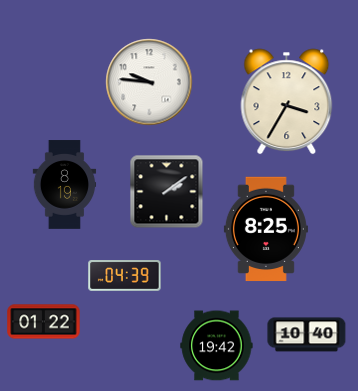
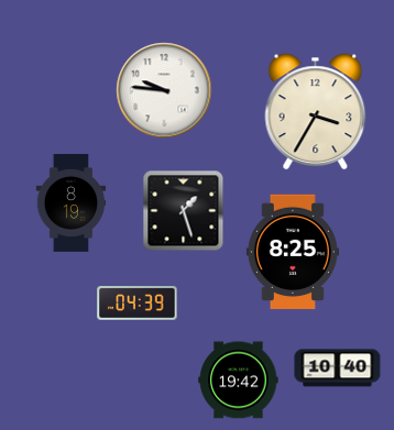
clock at (167, 192): 2:09 -> 1:27
clock at (44, 322): 01:22 -> none
